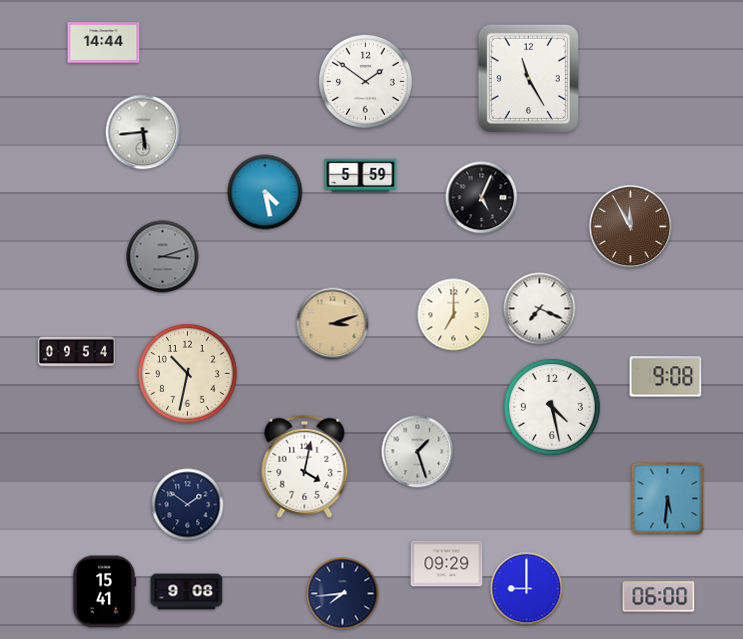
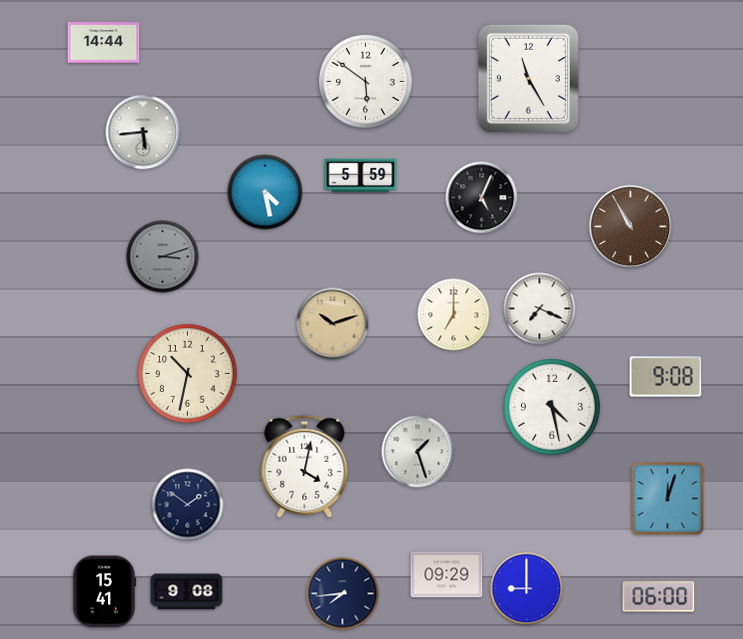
clock at (365, 81): 1:51 -> 5:51
clock at (631, 227): 11:55 -> 10:55
clock at (333, 324): 3:12 -> 10:12
clock at (76, 352): 09:54 -> none
clock at (668, 499): 5:31 -> 12:03
clock at (447, 564) position: (447, 564) -> (447, 575)
